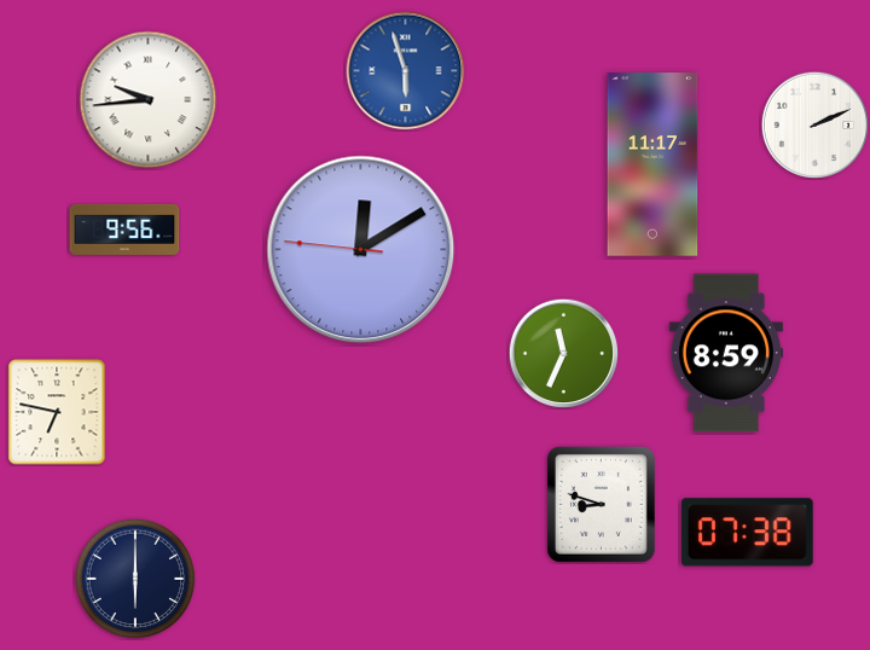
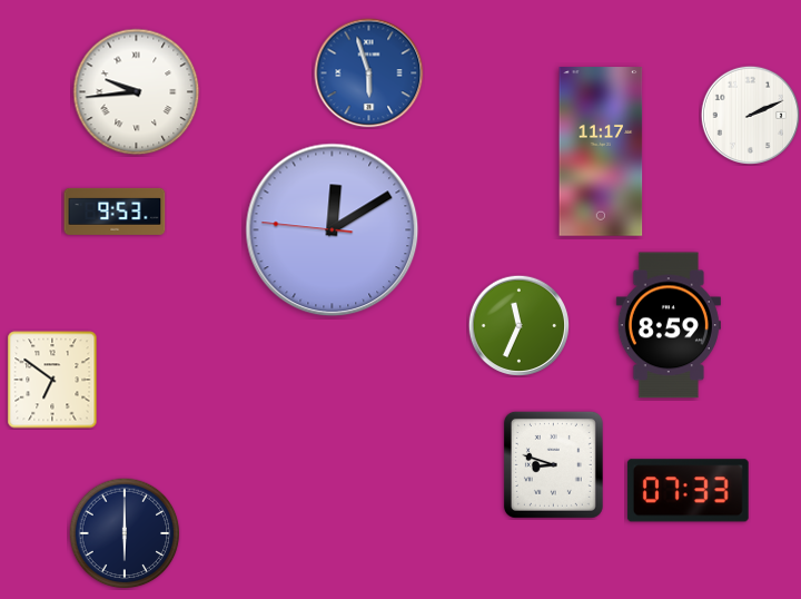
clock at (406, 71) position: (406, 71) -> (369, 73)
clock at (124, 230): 9:56 -> 9:53
clock at (57, 412): 6:47 -> 6:51
clock at (747, 533): 07:38 -> 07:33
